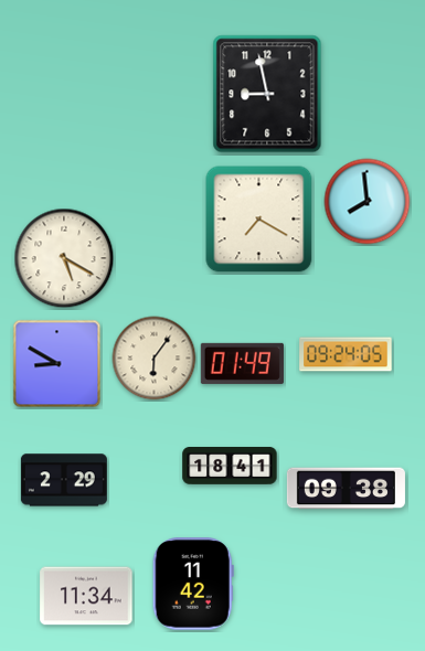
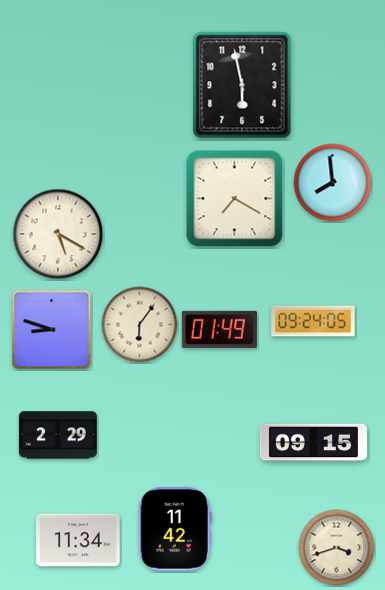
clock at (267, 94): 8:58 -> 5:58
clock at (57, 364): 8:50 -> 8:48
clock at (230, 467): 18:41 -> none
clock at (346, 489): 09:38 -> 09:15
clock at (337, 548): none -> 3:42
